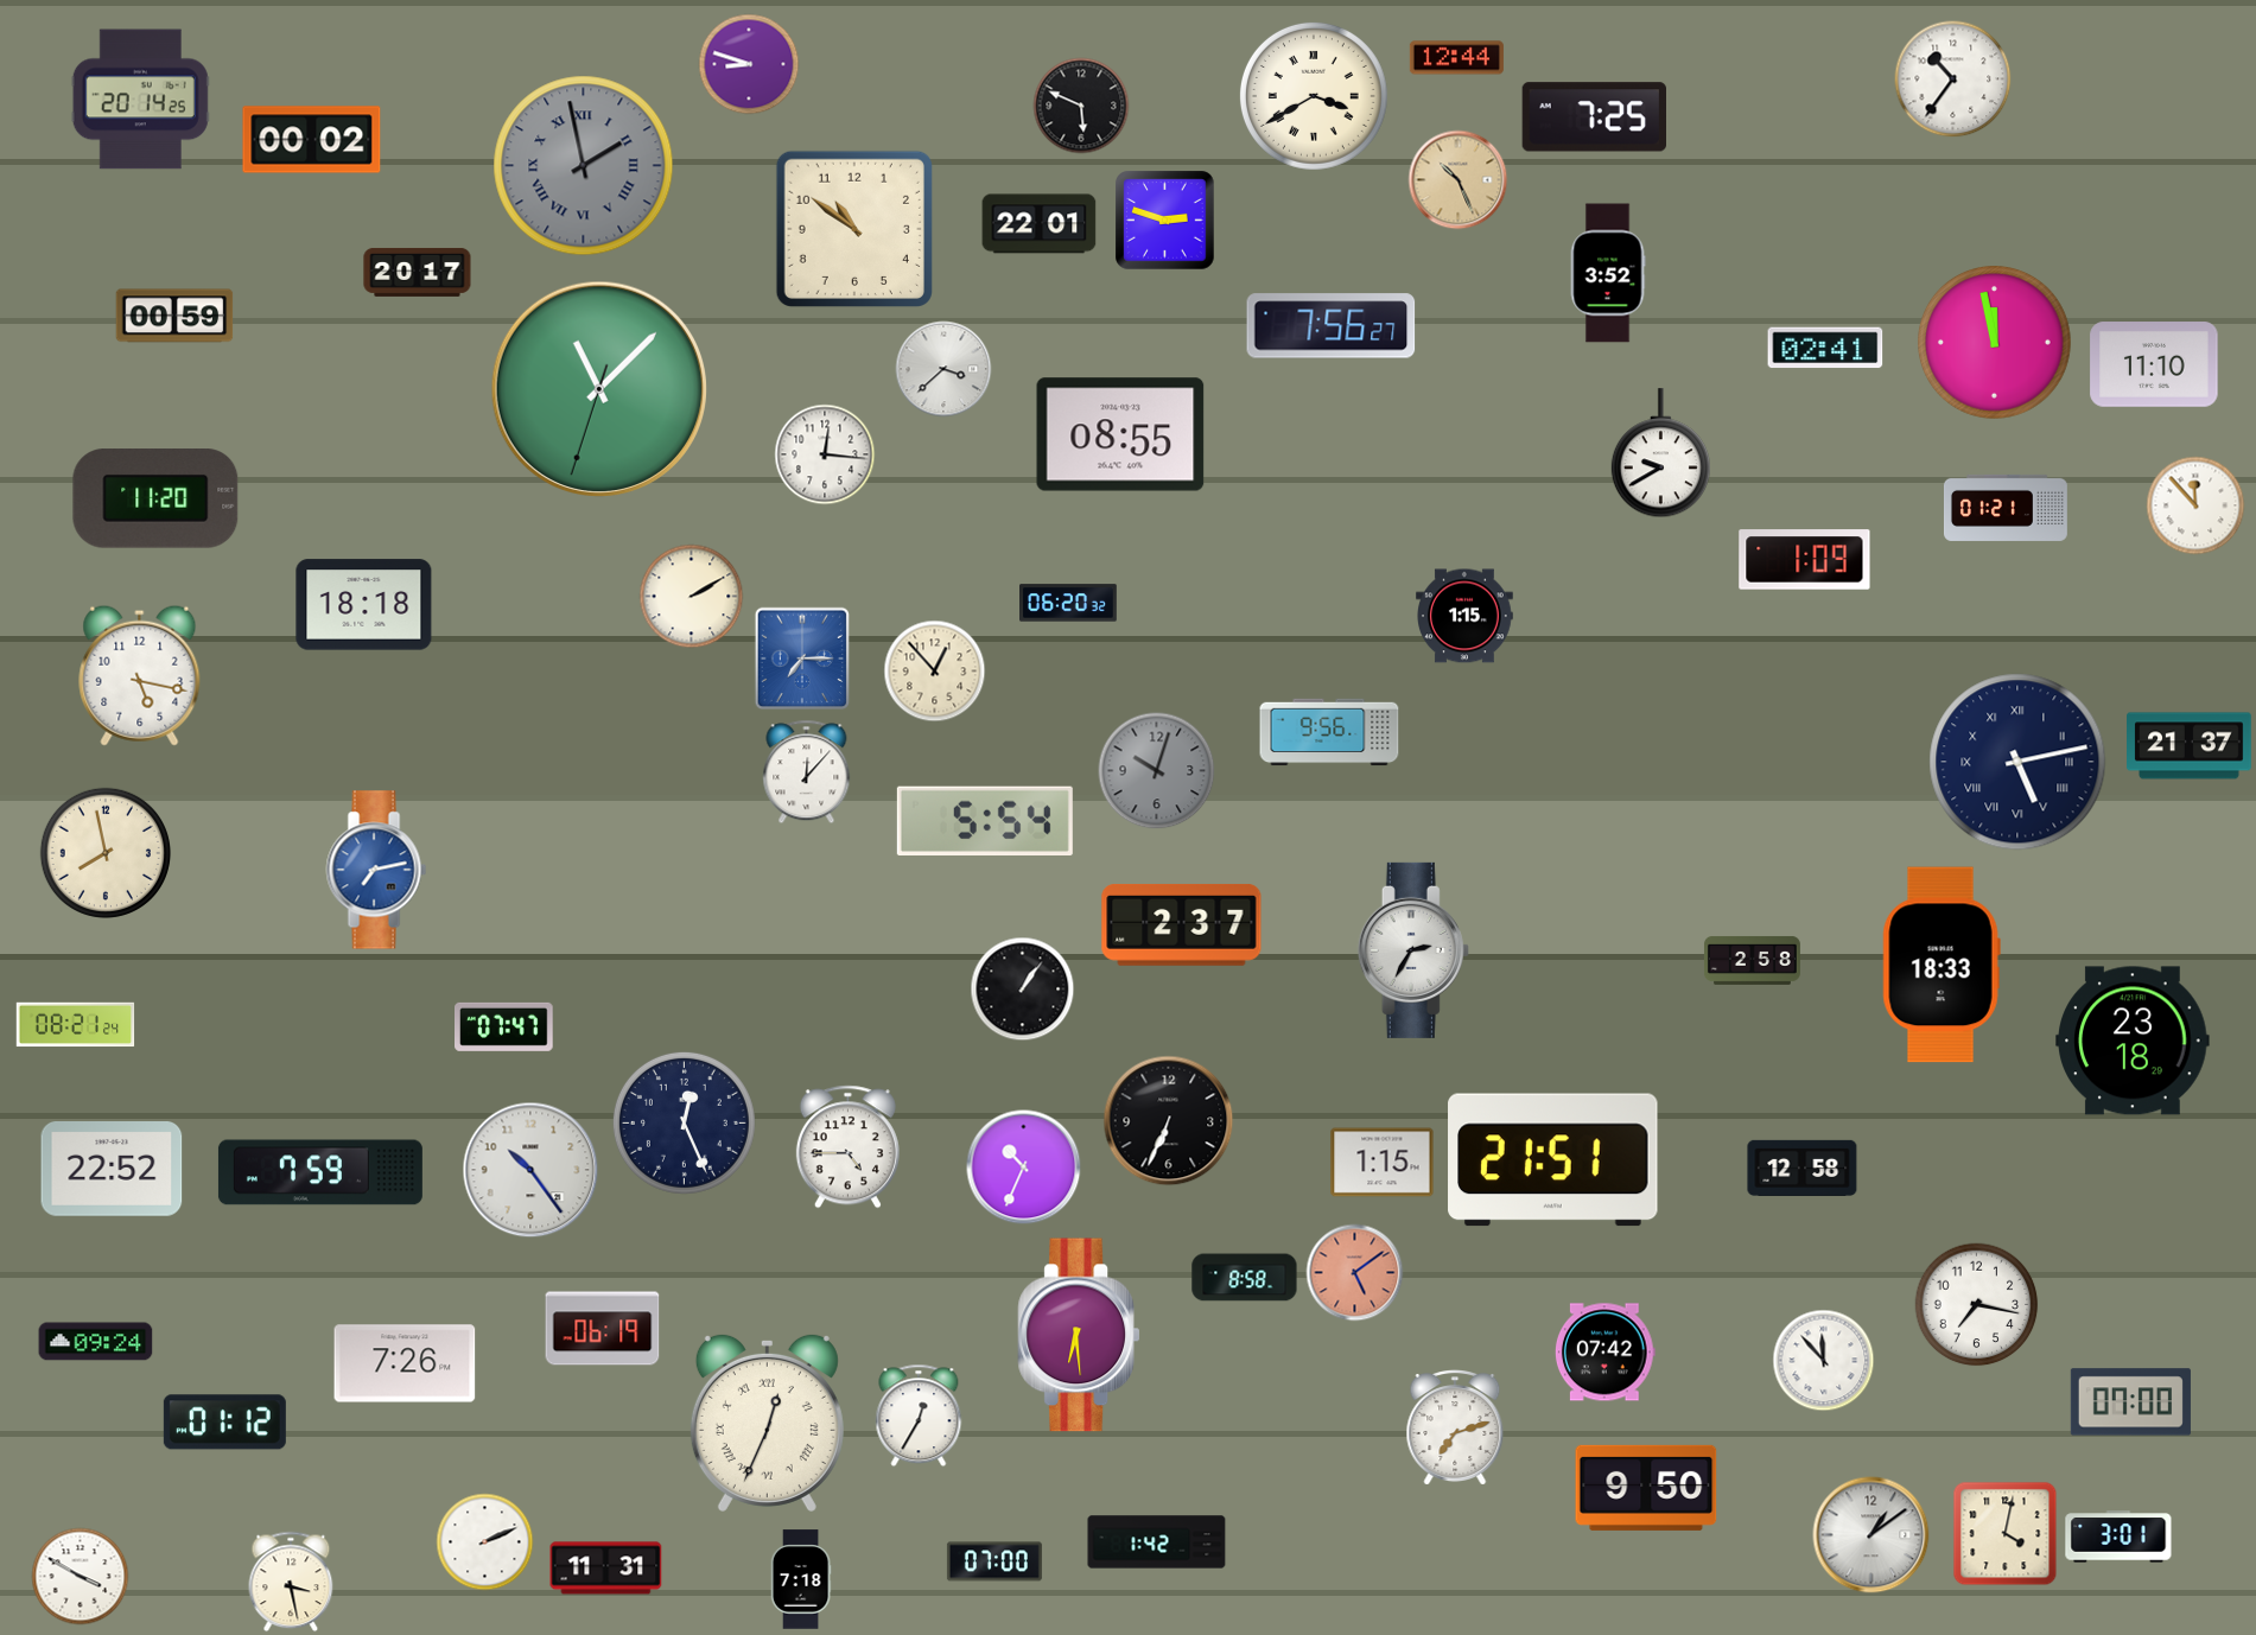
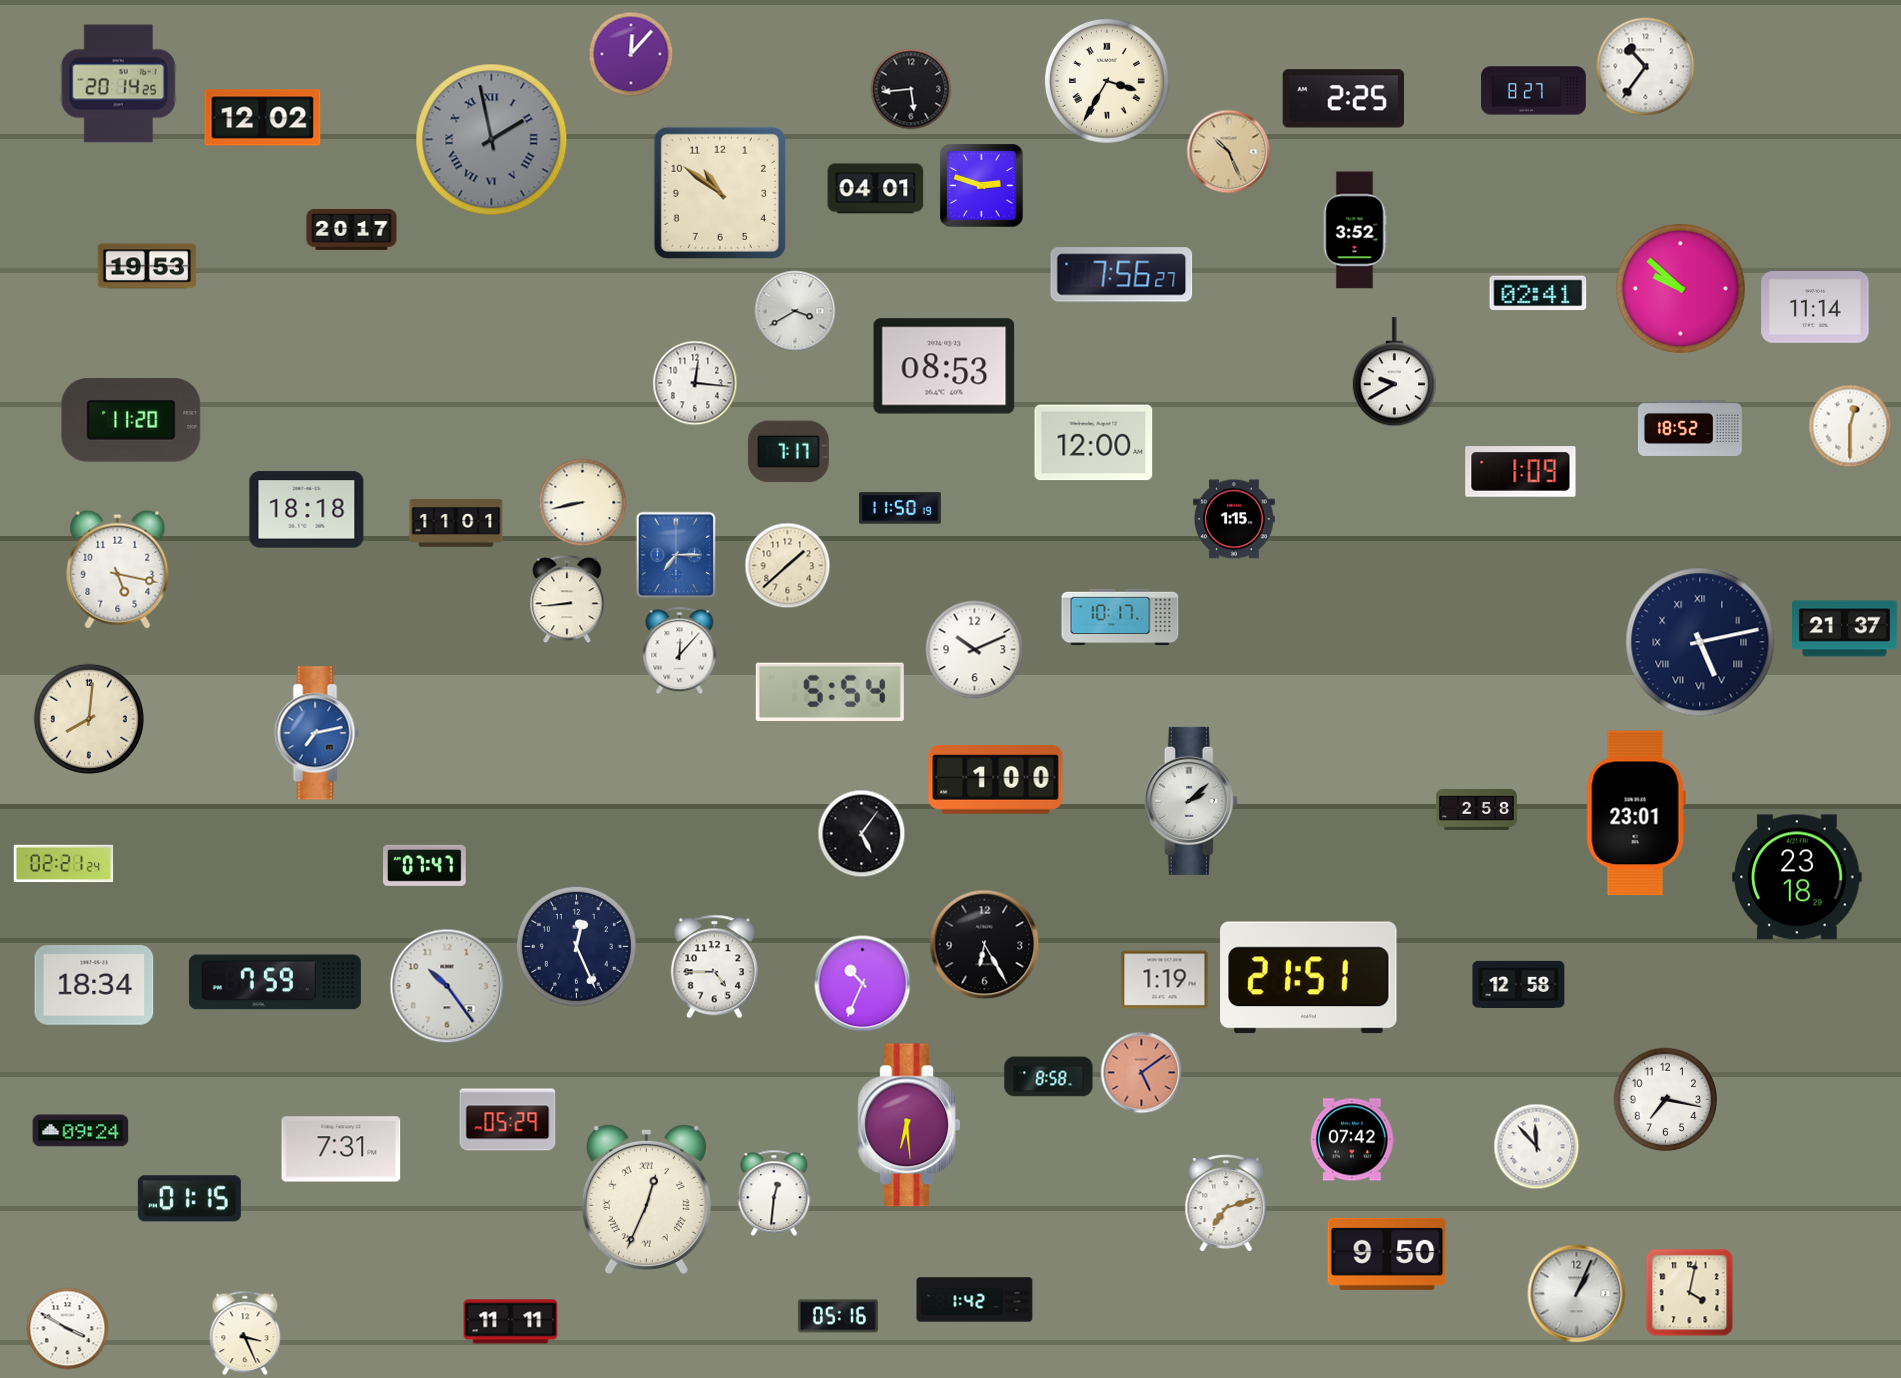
clock at (1456, 58): 12:44 -> none
clock at (749, 64): 8:48 -> 12:07
clock at (1314, 96): 3:40 -> 3:35
clock at (1081, 106): 5:49 -> 5:44
clock at (1534, 91): none -> 8:27
clock at (1594, 117): 7:25 -> 2:25
clock at (312, 140): 00:02 -> 12:02
clock at (1040, 224): 22:01 -> 04:01
clock at (174, 316): 00:59 -> 19:53
clock at (1995, 343): 11:58 -> 9:52
clock at (2154, 364): 11:10 -> 11:14
clock at (943, 369): 3:38 -> 3:40
clock at (599, 389): 11:07 -> none
clock at (1120, 434): 08:55 -> 08:53
clock at (1660, 453) position: (1660, 453) -> (1394, 372)
clock at (2195, 505): 11:53 -> 12:30
clock at (2006, 508): 01:21 -> 18:52
clock at (1094, 443): none -> 12:00
clock at (788, 452): none -> 7:17
clock at (692, 597): 2:10 -> 8:43
clock at (1069, 603): 06:20 -> 11:50
clock at (456, 524): none -> 11:01
clock at (935, 672): 12:53 -> 1:38
clock at (567, 600): none -> 8:44
clock at (1329, 732): 9:56 -> 10:17
clock at (1157, 771): 10:03 -> 10:11
clock at (1157, 771) dial: grey -> white
clock at (106, 853): 7:58 -> 8:01
clock at (1182, 924): 2:37 -> 1:00
clock at (1413, 950): 2:35 -> 2:08
clock at (1942, 965): 18:33 -> 23:01
clock at (1023, 990): 1:06 -> 5:06
clock at (76, 1025): 08:21 -> 02:21
clock at (1169, 1121): 6:34 -> 6:25
clock at (1383, 1163): 1:15 -> 1:19
clock at (112, 1169): 22:52 -> 18:34
clock at (320, 1172) position: (320, 1172) -> (275, 982)
clock at (603, 1329): 06:19 -> 05:29
clock at (405, 1363): 7:26 -> 7:31
clock at (2130, 1402): 07:00 -> none
clock at (919, 1415): 12:35 -> 12:31
clock at (224, 1423): 01:12 -> 01:15
clock at (1871, 1535): 1:09 -> 1:04
clock at (2118, 1537): 3:01 -> none
clock at (485, 1542): 2:11 -> none
clock at (994, 1561): 07:00 -> 05:16
clock at (606, 1569): 11:31 -> 11:11
clock at (801, 1579): 7:18 -> none
clock at (291, 1582): 3:28 -> 3:26
